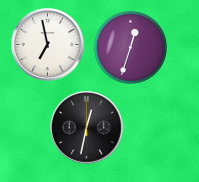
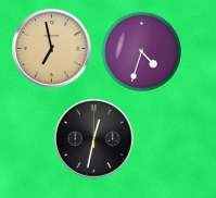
clock at (48, 45) dial: white -> champagne
clock at (130, 47): 12:33 -> 4:33
